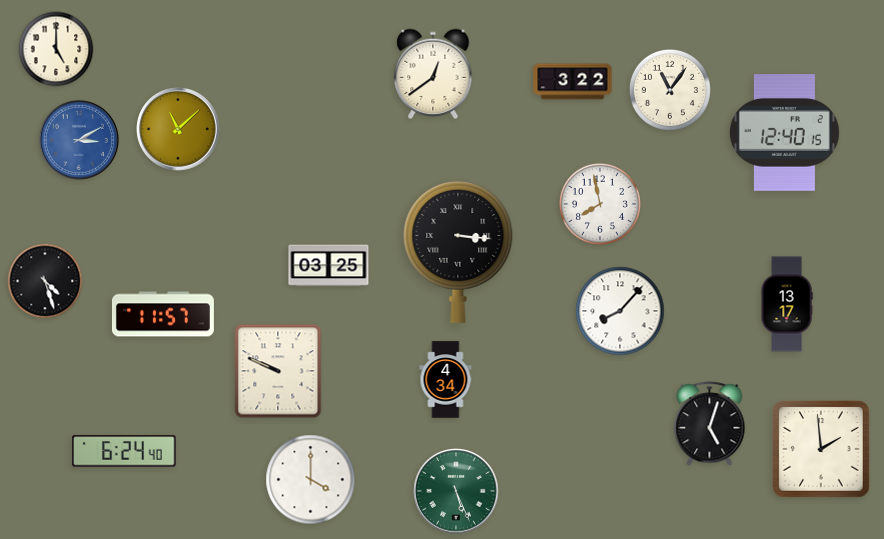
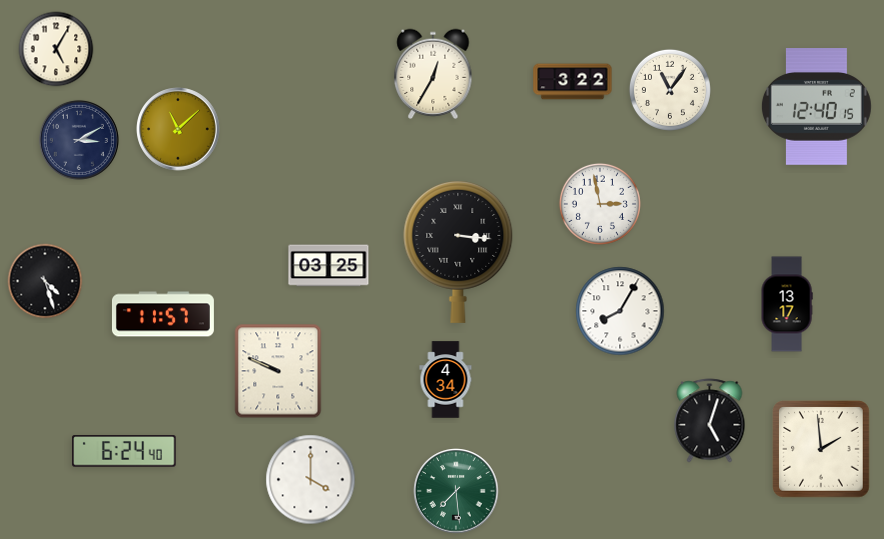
clock at (56, 49): 5:00 -> 5:05
clock at (433, 74): 12:39 -> 12:35
clock at (784, 133) position: (784, 133) -> (816, 107)
clock at (79, 140) dial: blue -> navy
clock at (600, 204): 7:58 -> 2:58
clock at (620, 311): 8:07 -> 8:05
clock at (710, 424) position: (710, 424) -> (710, 421)
clock at (456, 491): 5:26 -> 7:29
